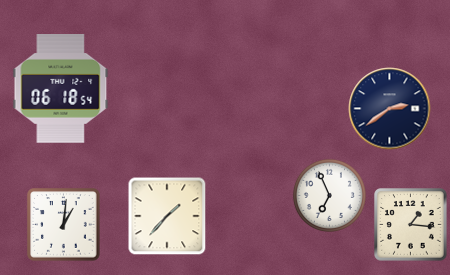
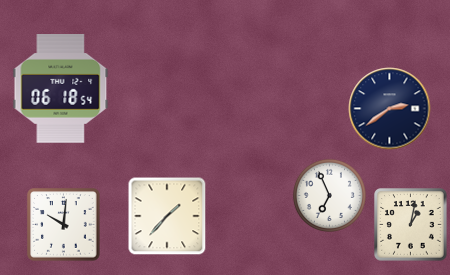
clock at (64, 225): 1:01 -> 10:01
clock at (411, 225): 1:16 -> 1:02
